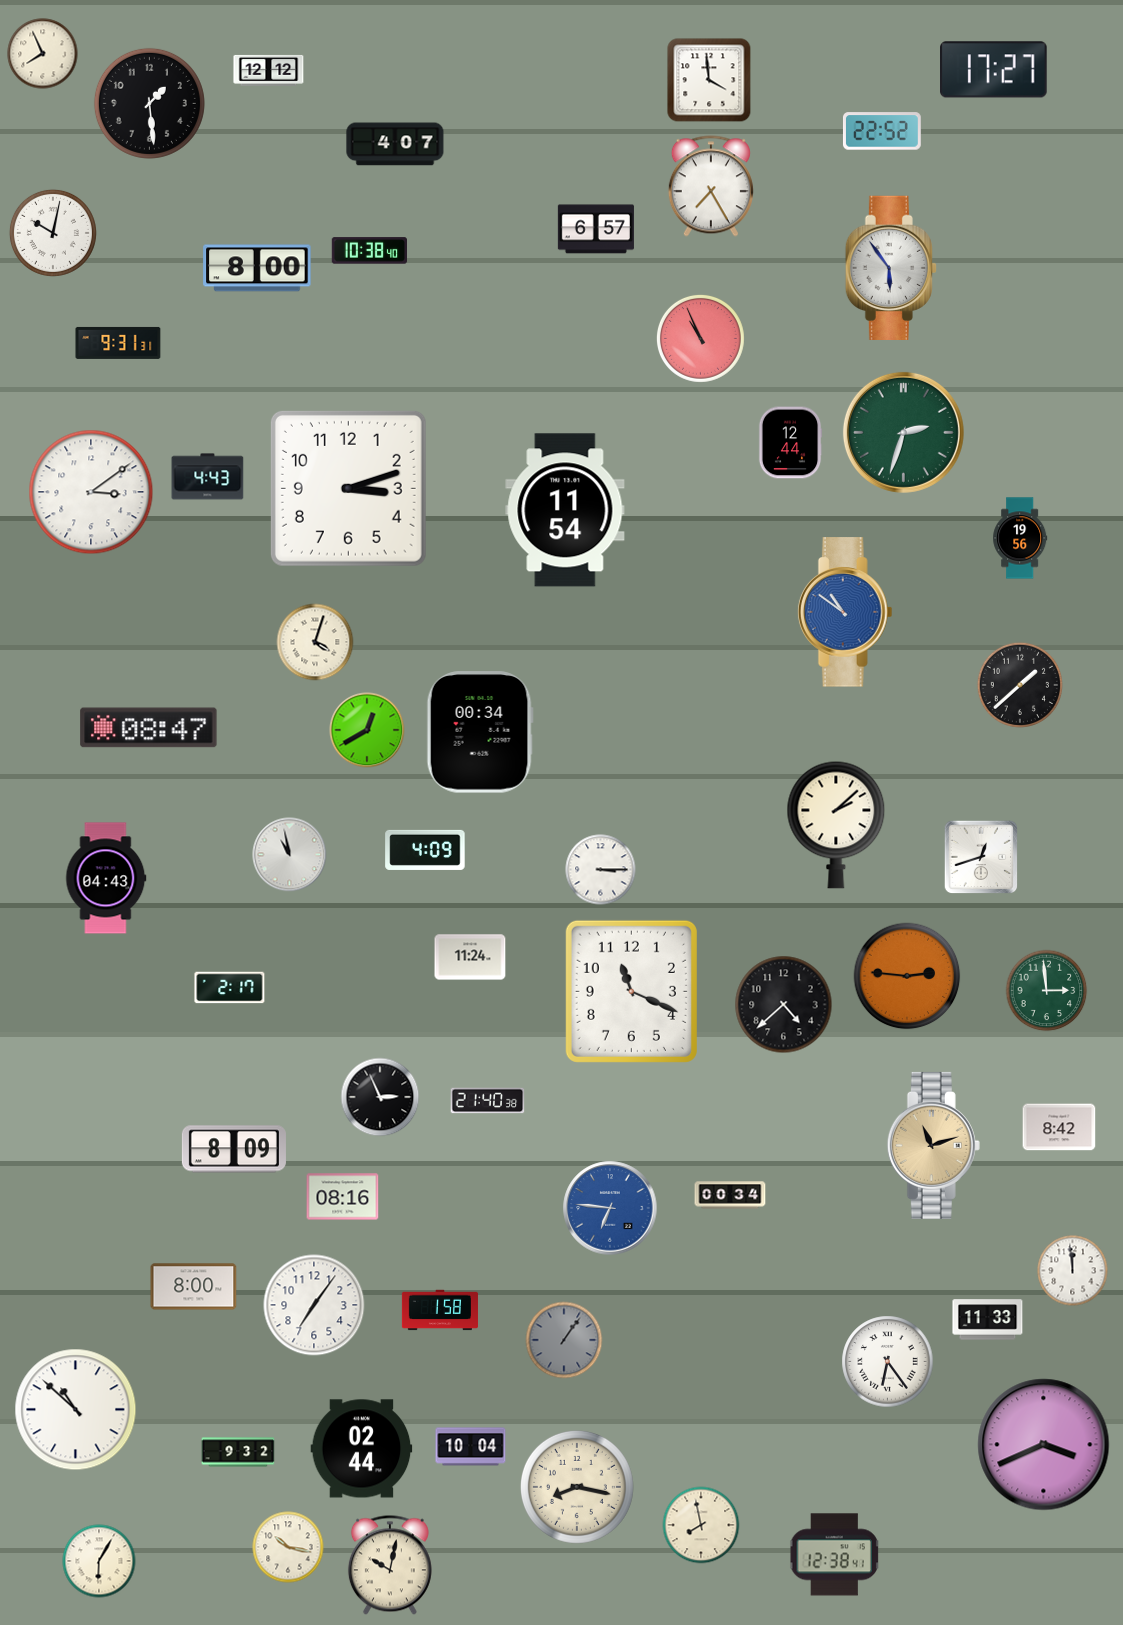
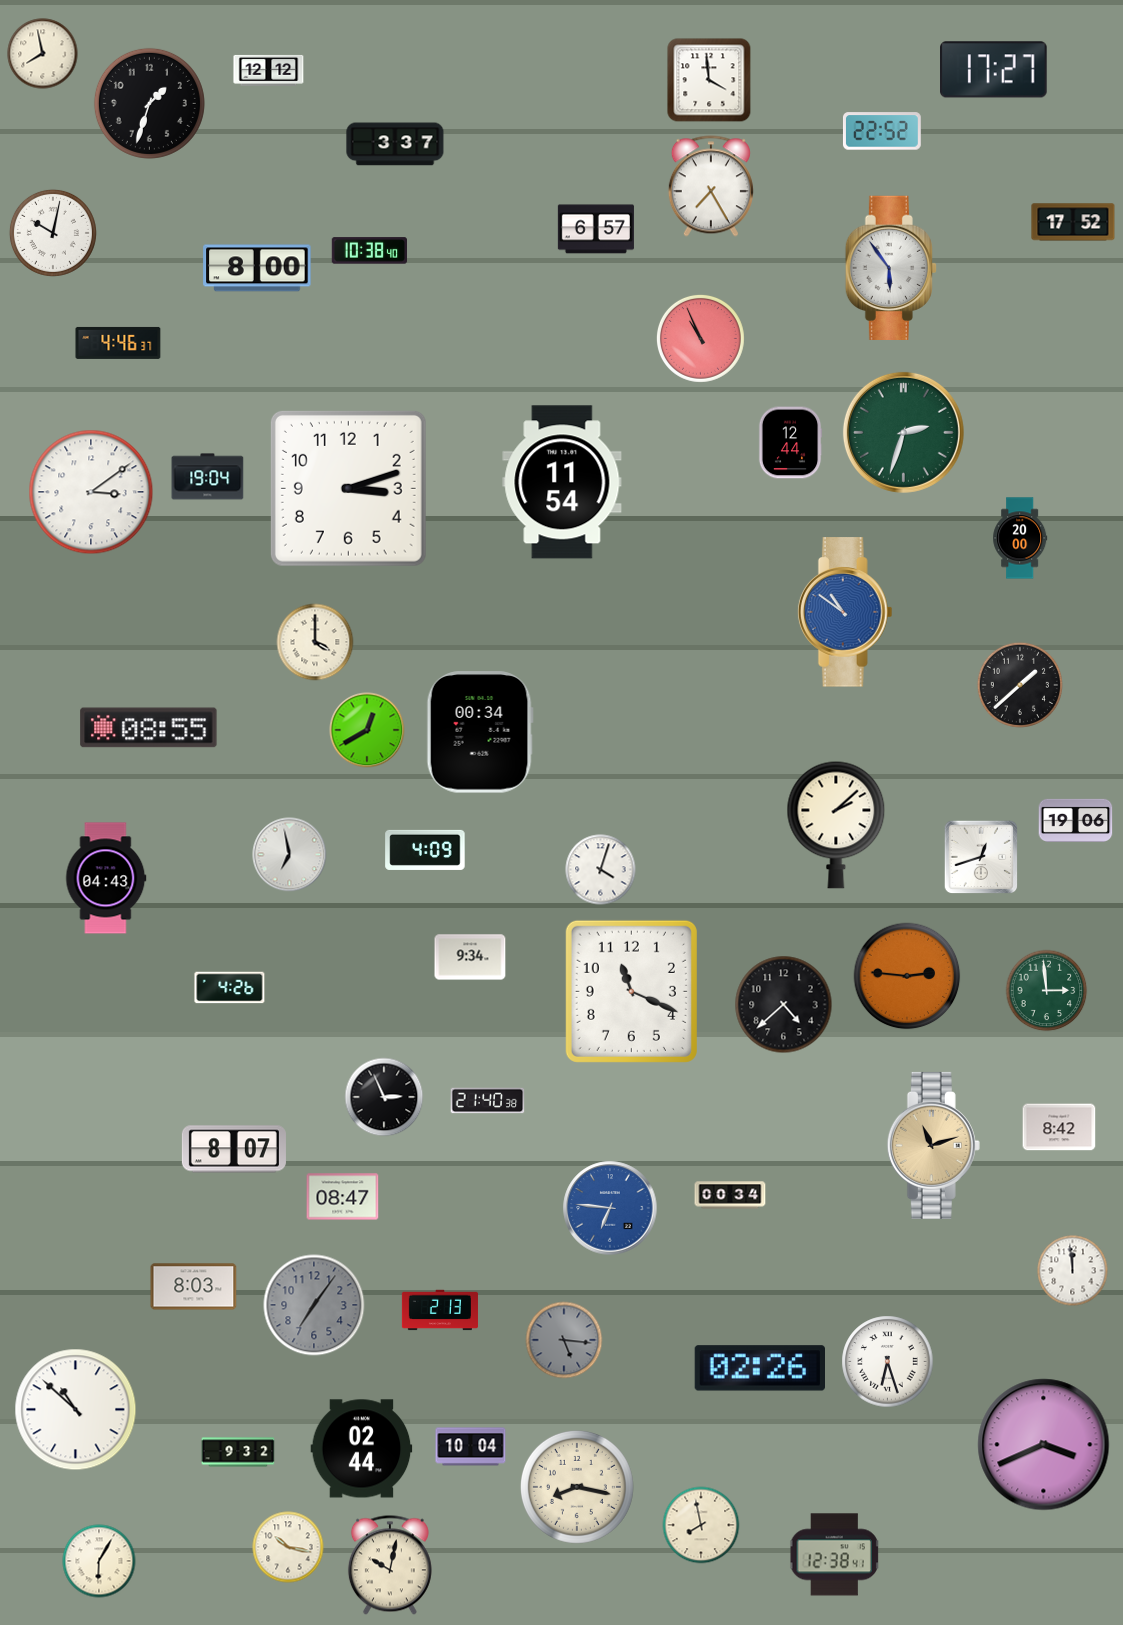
clock at (43, 54): 7:56 -> 7:58
clock at (149, 103): 1:29 -> 1:33
clock at (395, 144): 4:07 -> 3:37
clock at (1073, 222): none -> 17:52
clock at (118, 343): 9:31 -> 4:46
clock at (208, 477): 4:43 -> 19:04
clock at (565, 510) position: (565, 510) -> (562, 482)
clock at (1020, 538): 19:56 -> 20:00
clock at (315, 642): 4:03 -> 4:00
clock at (149, 728): 08:47 -> 08:55
clock at (1076, 820): none -> 19:06
clock at (290, 855): 10:58 -> 6:58
clock at (601, 870): 3:15 -> 4:03
clock at (470, 957): 11:24 -> 9:34
clock at (230, 988): 2:17 -> 4:26
clock at (380, 1097) position: (380, 1097) -> (384, 1097)
clock at (234, 1149): 8:09 -> 8:07
clock at (343, 1197): 08:16 -> 08:47
clock at (194, 1287): 8:00 -> 8:03
clock at (314, 1305) dial: white -> grey
clock at (440, 1310): 1:58 -> 2:13
clock at (988, 1320): 11:33 -> none
clock at (564, 1340): 1:06 -> 5:16
clock at (888, 1362): 6:24 -> 6:27
clock at (759, 1368): none -> 02:26
